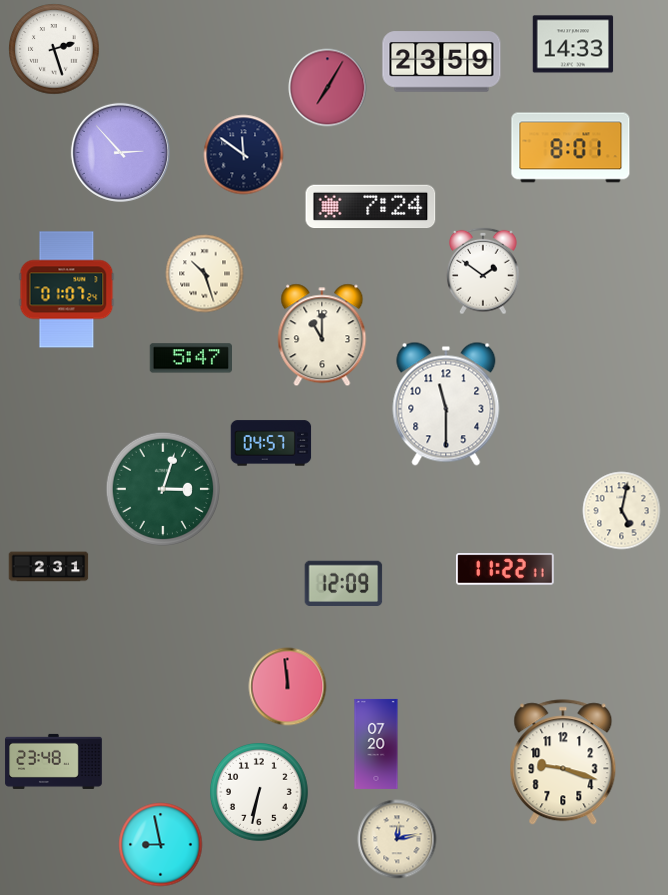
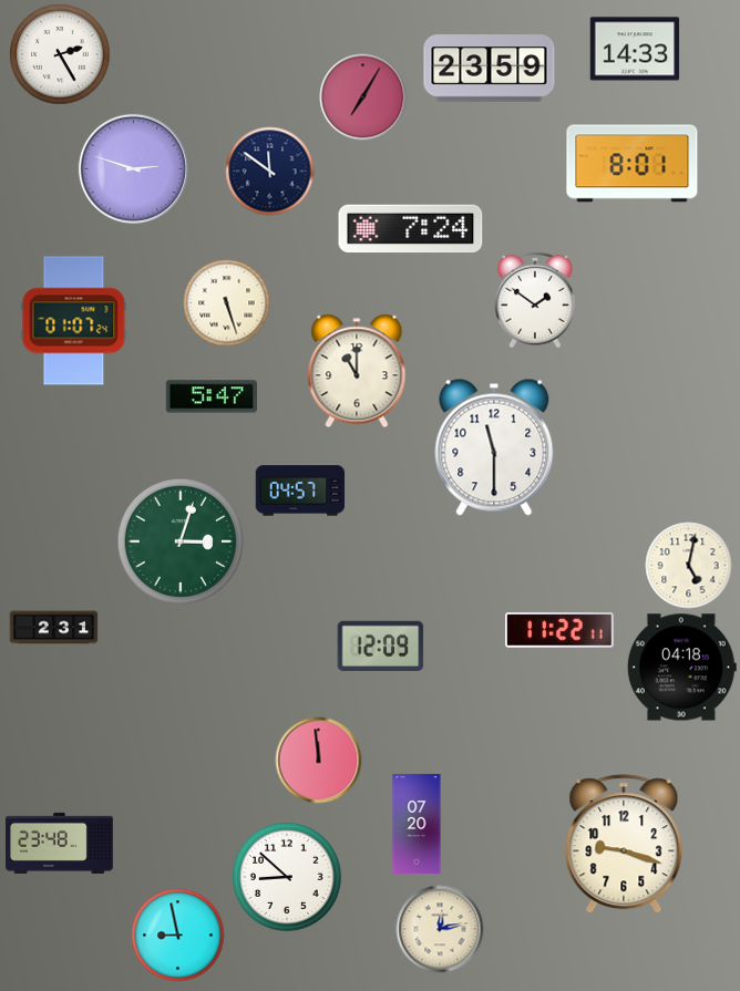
clock at (54, 49): 2:27 -> 2:25
clock at (120, 152): 2:53 -> 2:48
clock at (204, 273): 10:27 -> 5:27
clock at (681, 668): none -> 04:18
clock at (260, 793): 6:32 -> 8:52
